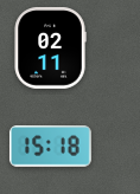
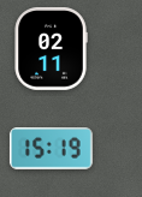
clock at (50, 147): 15:18 -> 15:19
